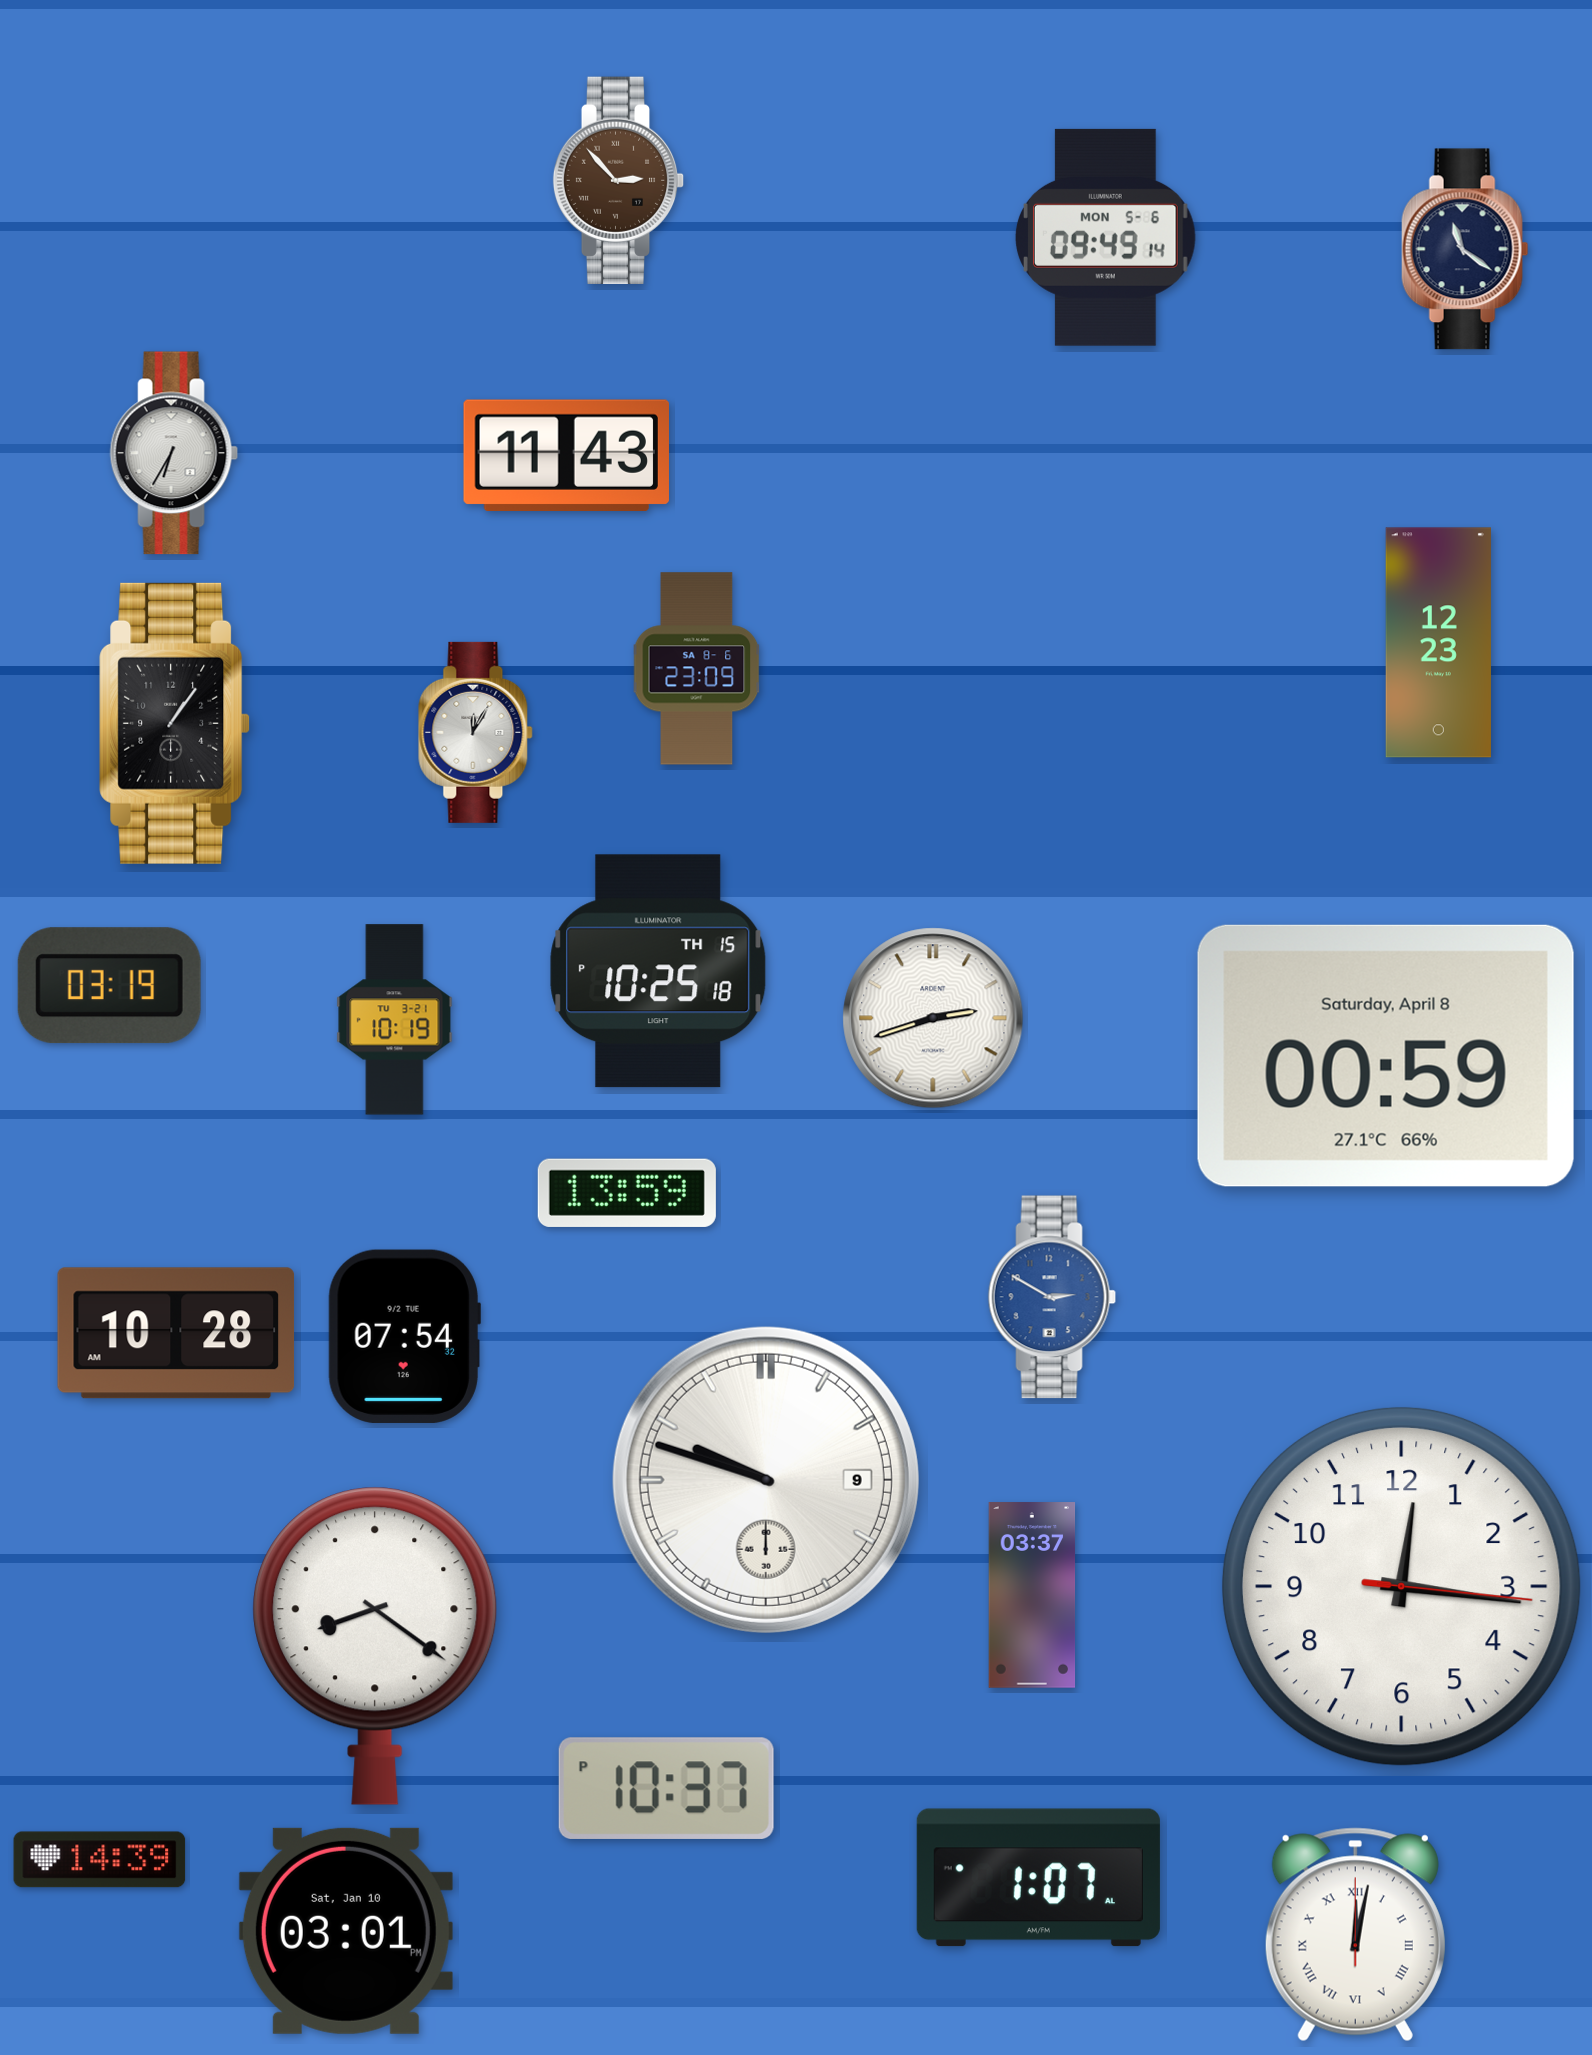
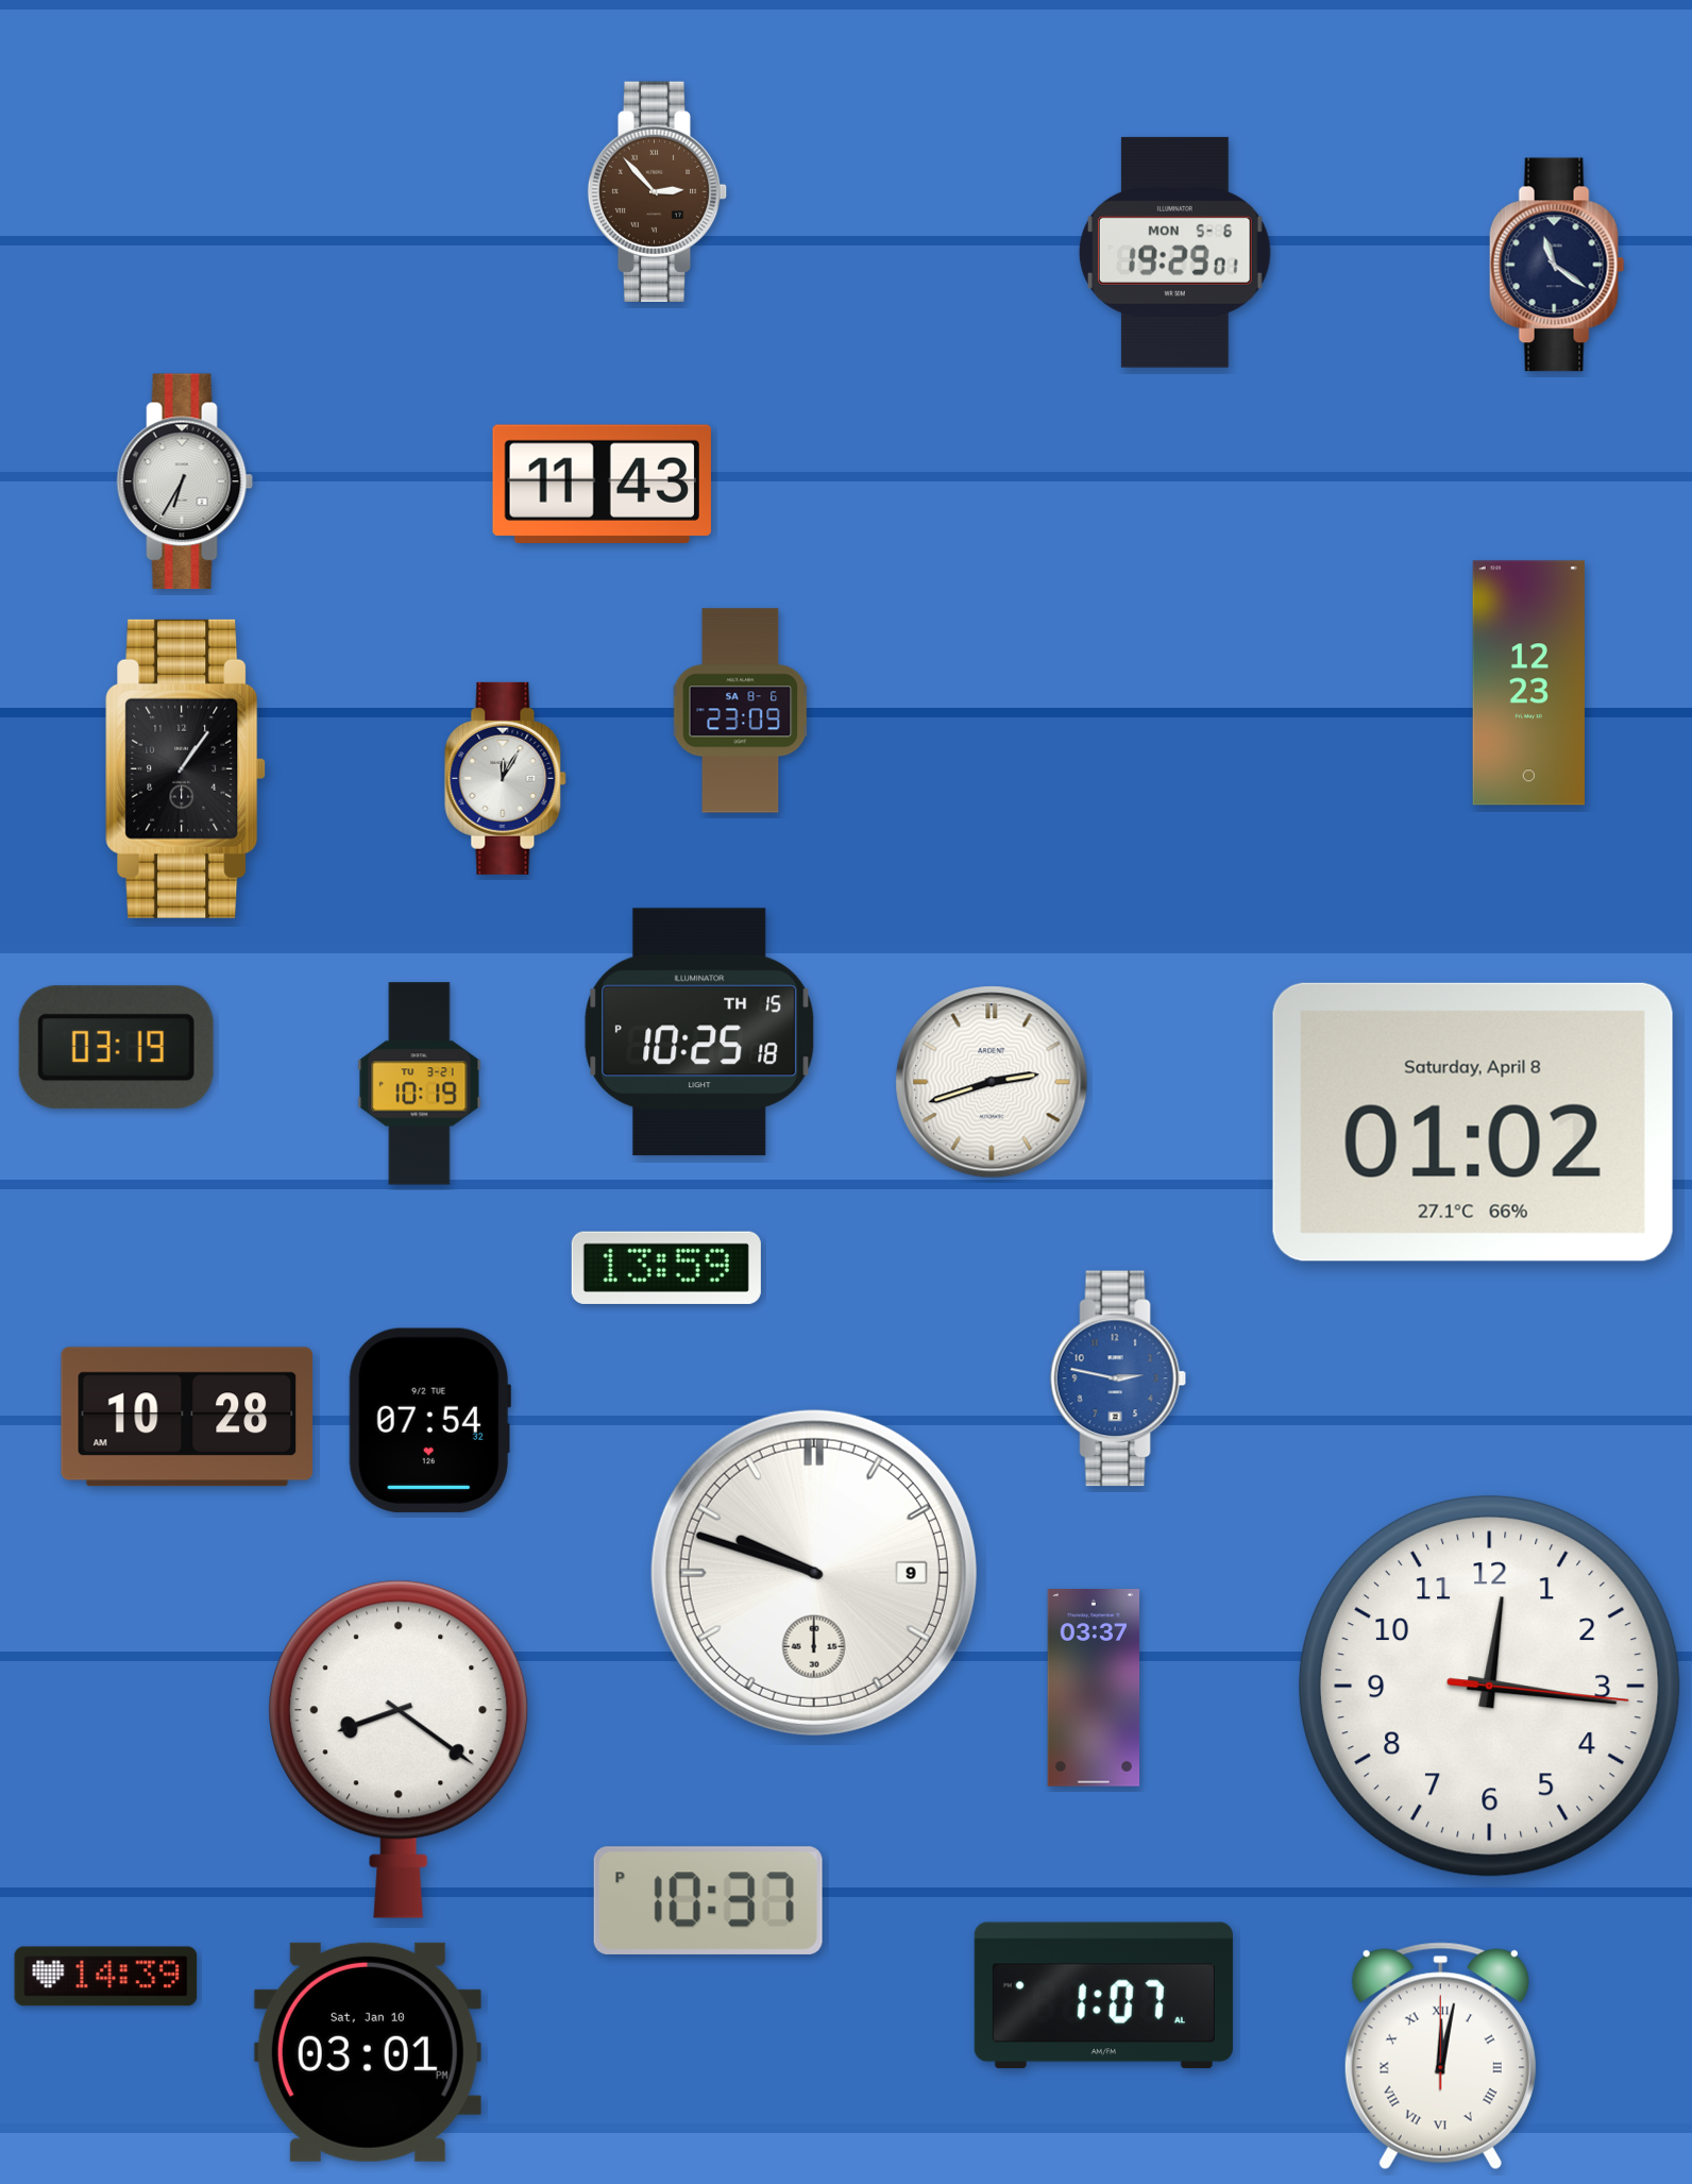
clock at (1105, 237): 09:49 -> 19:29
clock at (1386, 1056): 00:59 -> 01:02
clock at (1052, 1297): 2:50 -> 2:47
clock at (1032, 1595) position: (1032, 1595) -> (1094, 1688)
